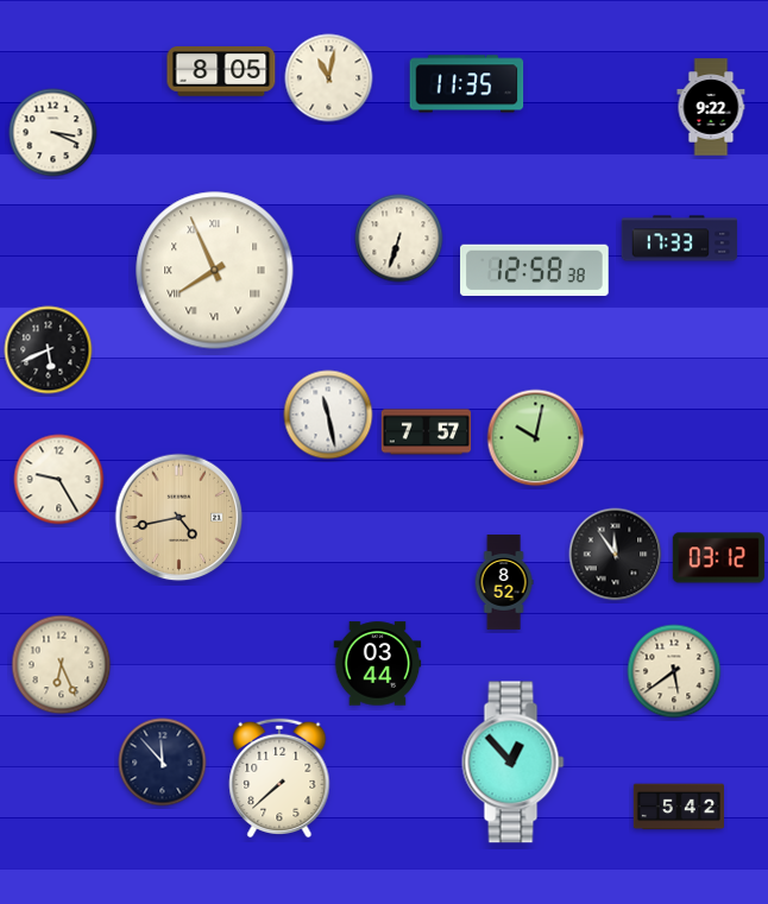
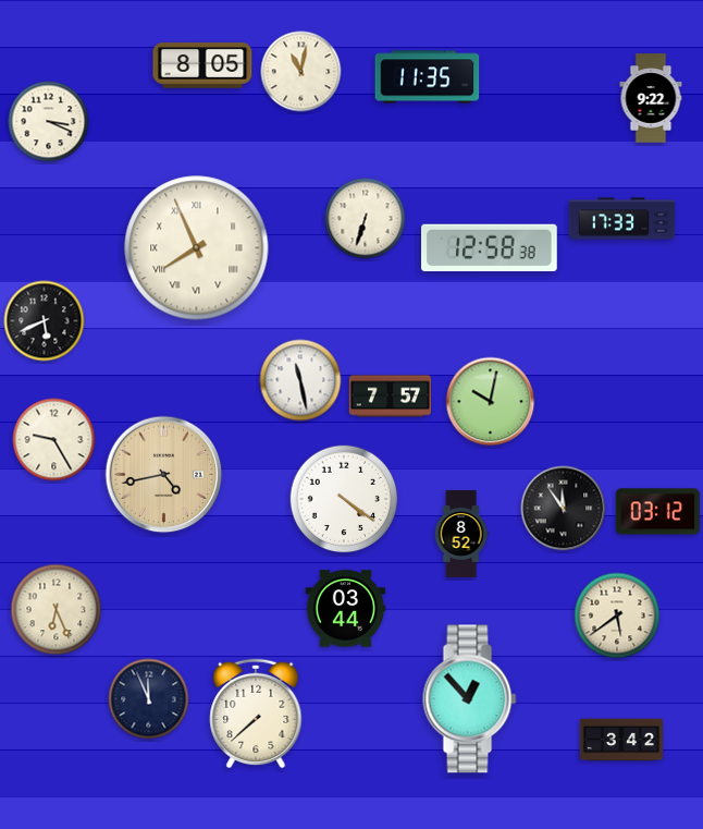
clock at (344, 499): none -> 4:21
clock at (163, 763): 11:53 -> 11:56
clock at (678, 807): 5:42 -> 3:42
